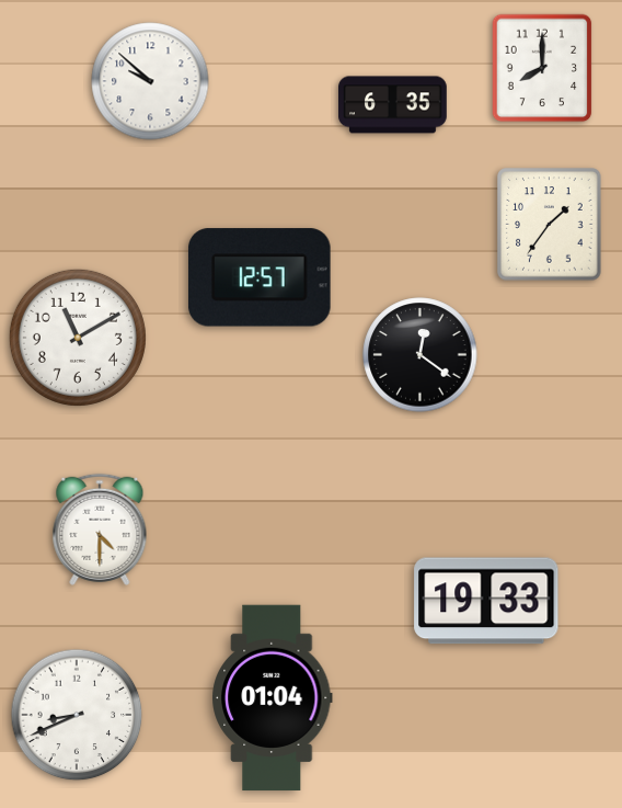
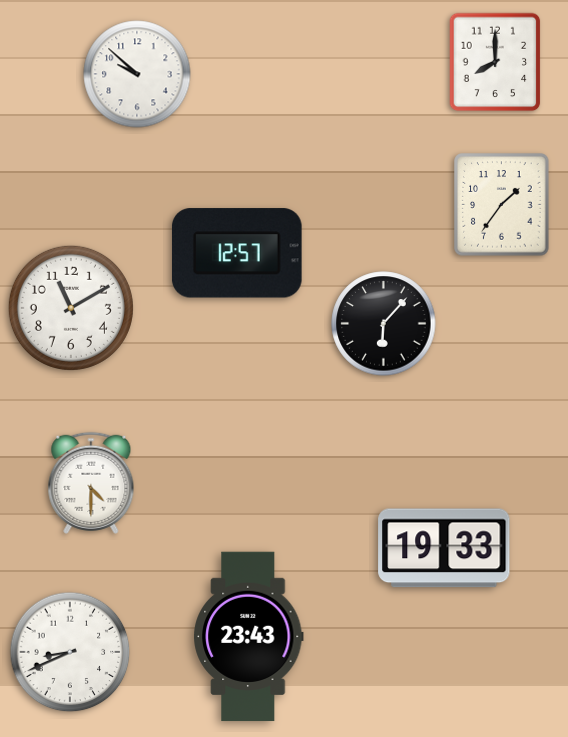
clock at (393, 105): 6:35 -> none
clock at (421, 355): 12:21 -> 6:07
clock at (273, 698): 01:04 -> 23:43
